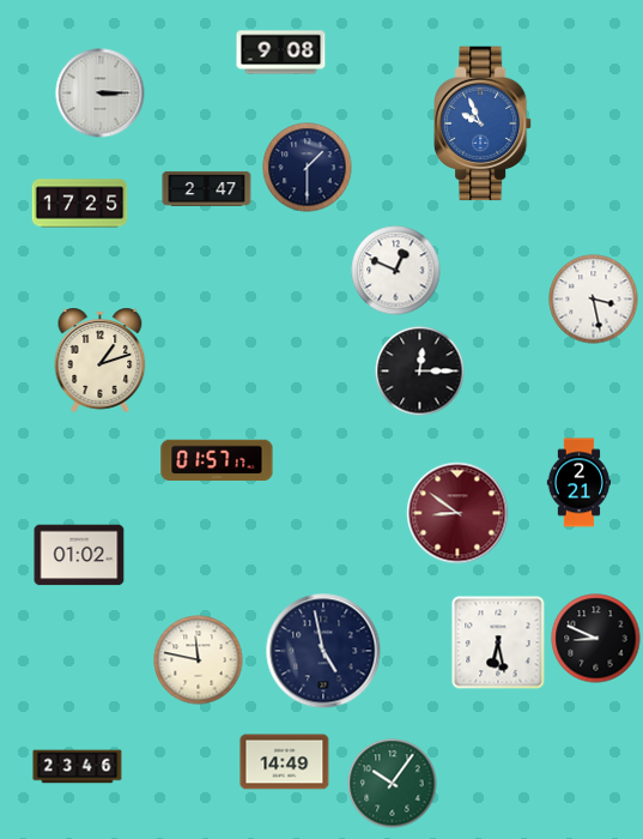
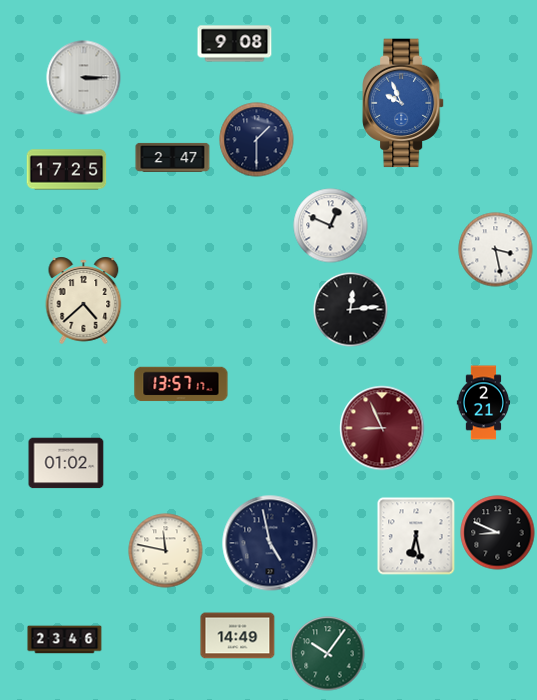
clock at (101, 360): 1:12 -> 4:38
clock at (420, 372): 12:15 -> 12:14
clock at (217, 460): 01:57 -> 13:57
clock at (457, 513): 8:51 -> 8:56
